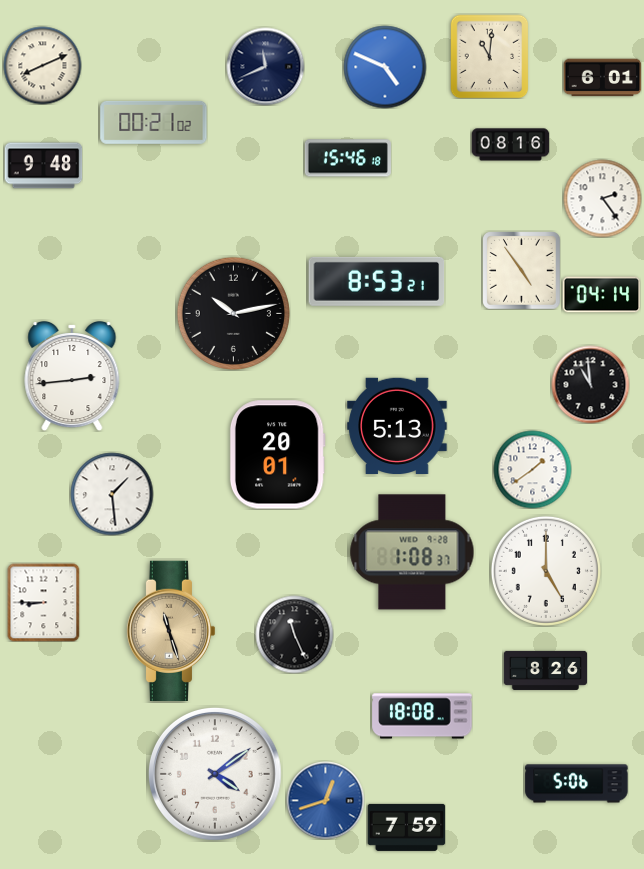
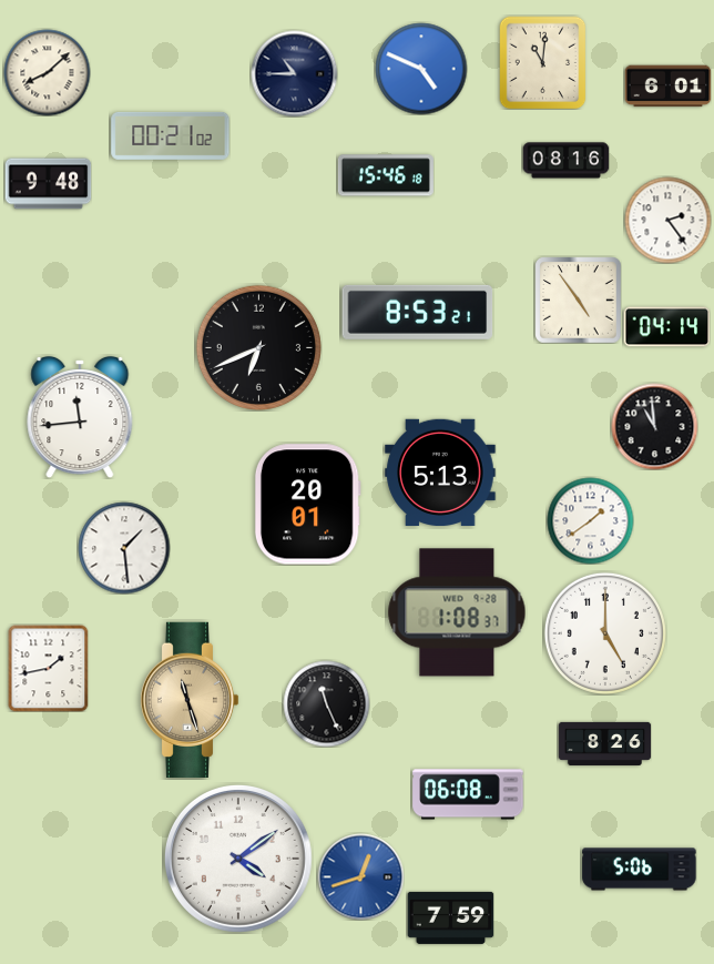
clock at (42, 65): 8:11 -> 8:08
clock at (265, 66): 11:41 -> 10:45
clock at (385, 67) position: (385, 67) -> (421, 69)
clock at (233, 313): 10:13 -> 6:41
clock at (72, 376): 2:44 -> 11:44
clock at (44, 602): 8:45 -> 1:43
clock at (422, 716): 18:08 -> 06:08
clock at (325, 800) position: (325, 800) -> (360, 876)
